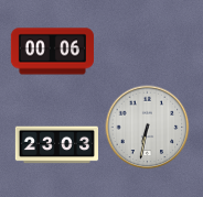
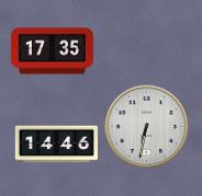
clock at (52, 52): 00:06 -> 17:35
clock at (56, 145): 23:03 -> 14:46
